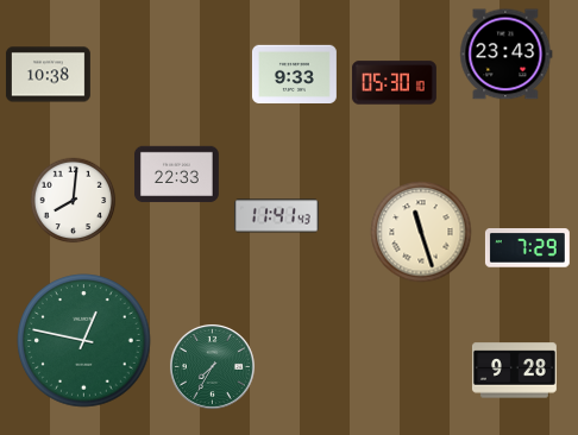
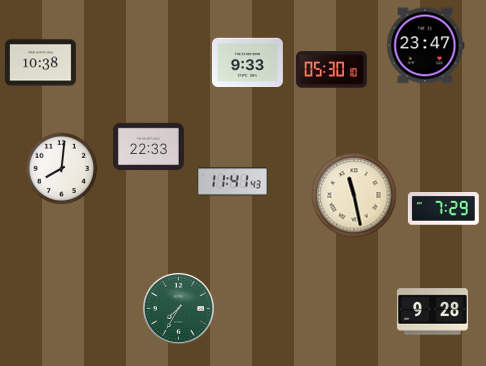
clock at (507, 55): 23:43 -> 23:47
clock at (421, 232): 11:27 -> 11:28
clock at (84, 341): 12:47 -> none
